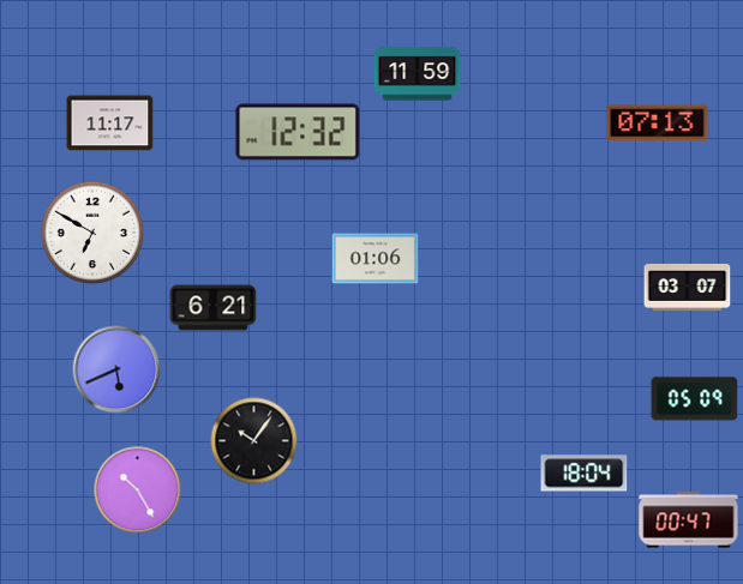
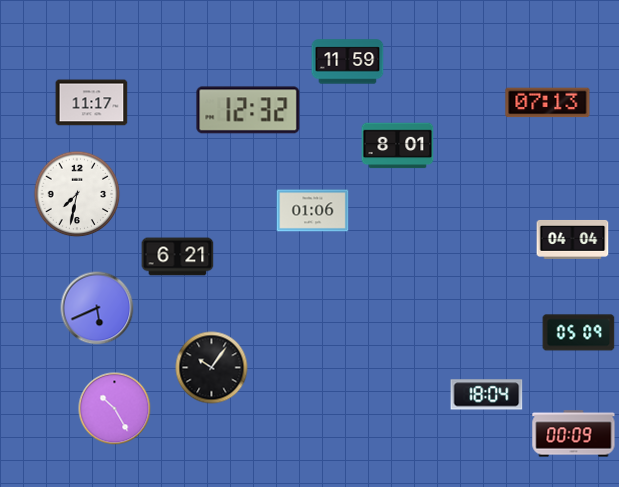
clock at (398, 146): none -> 8:01
clock at (92, 233): 6:50 -> 7:32
clock at (376, 259) position: (376, 259) -> (313, 211)
clock at (688, 287): 03:07 -> 04:04
clock at (689, 520): 00:47 -> 00:09
